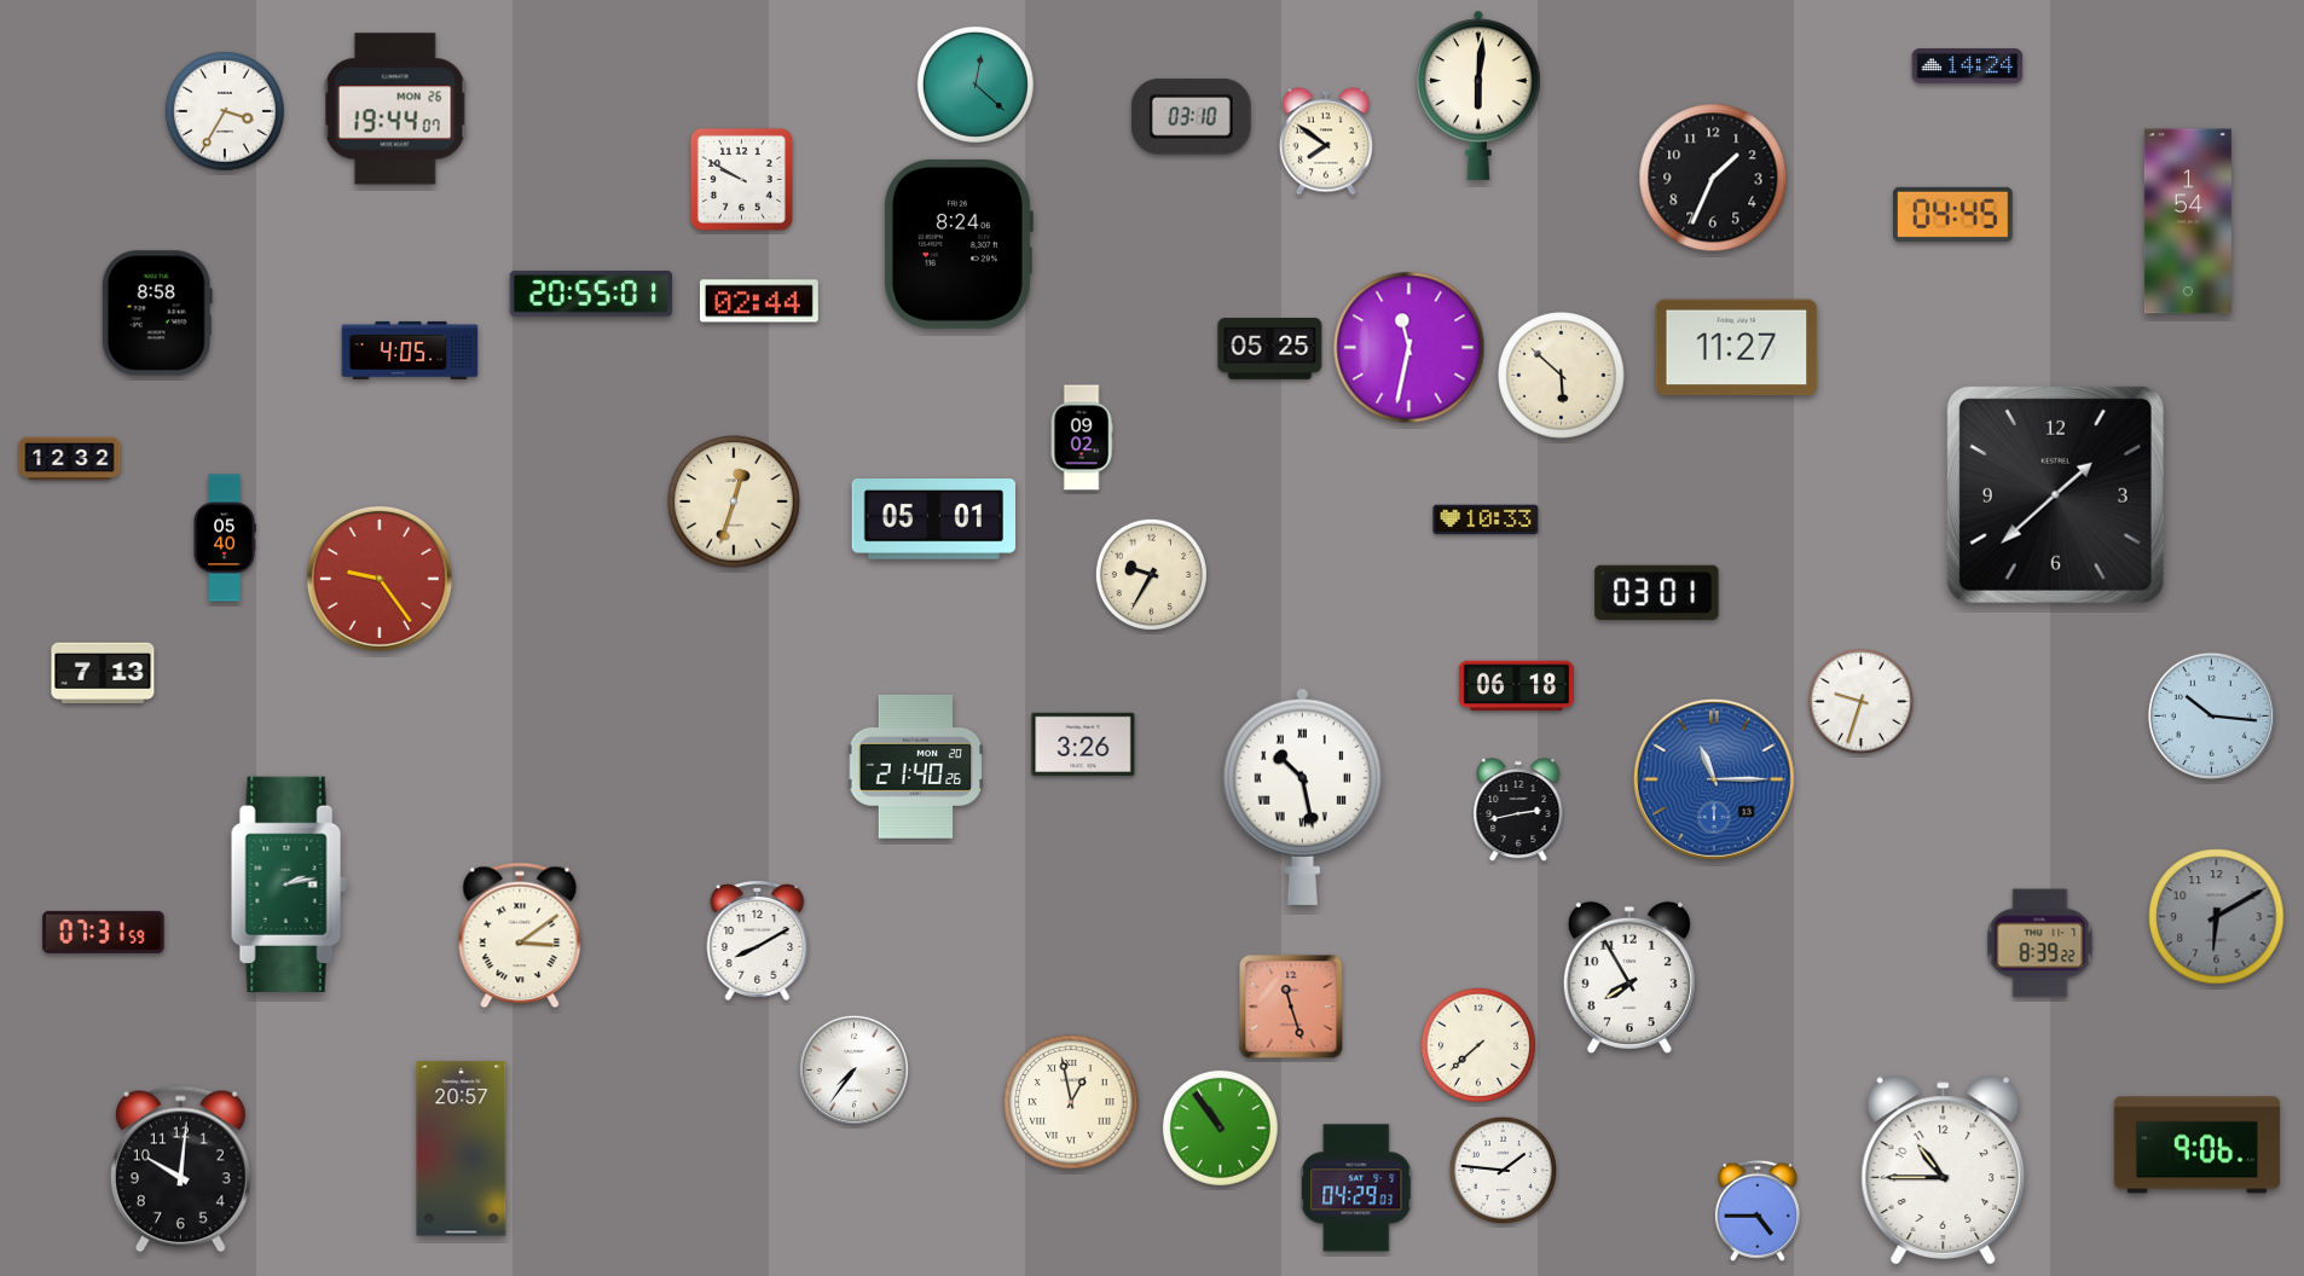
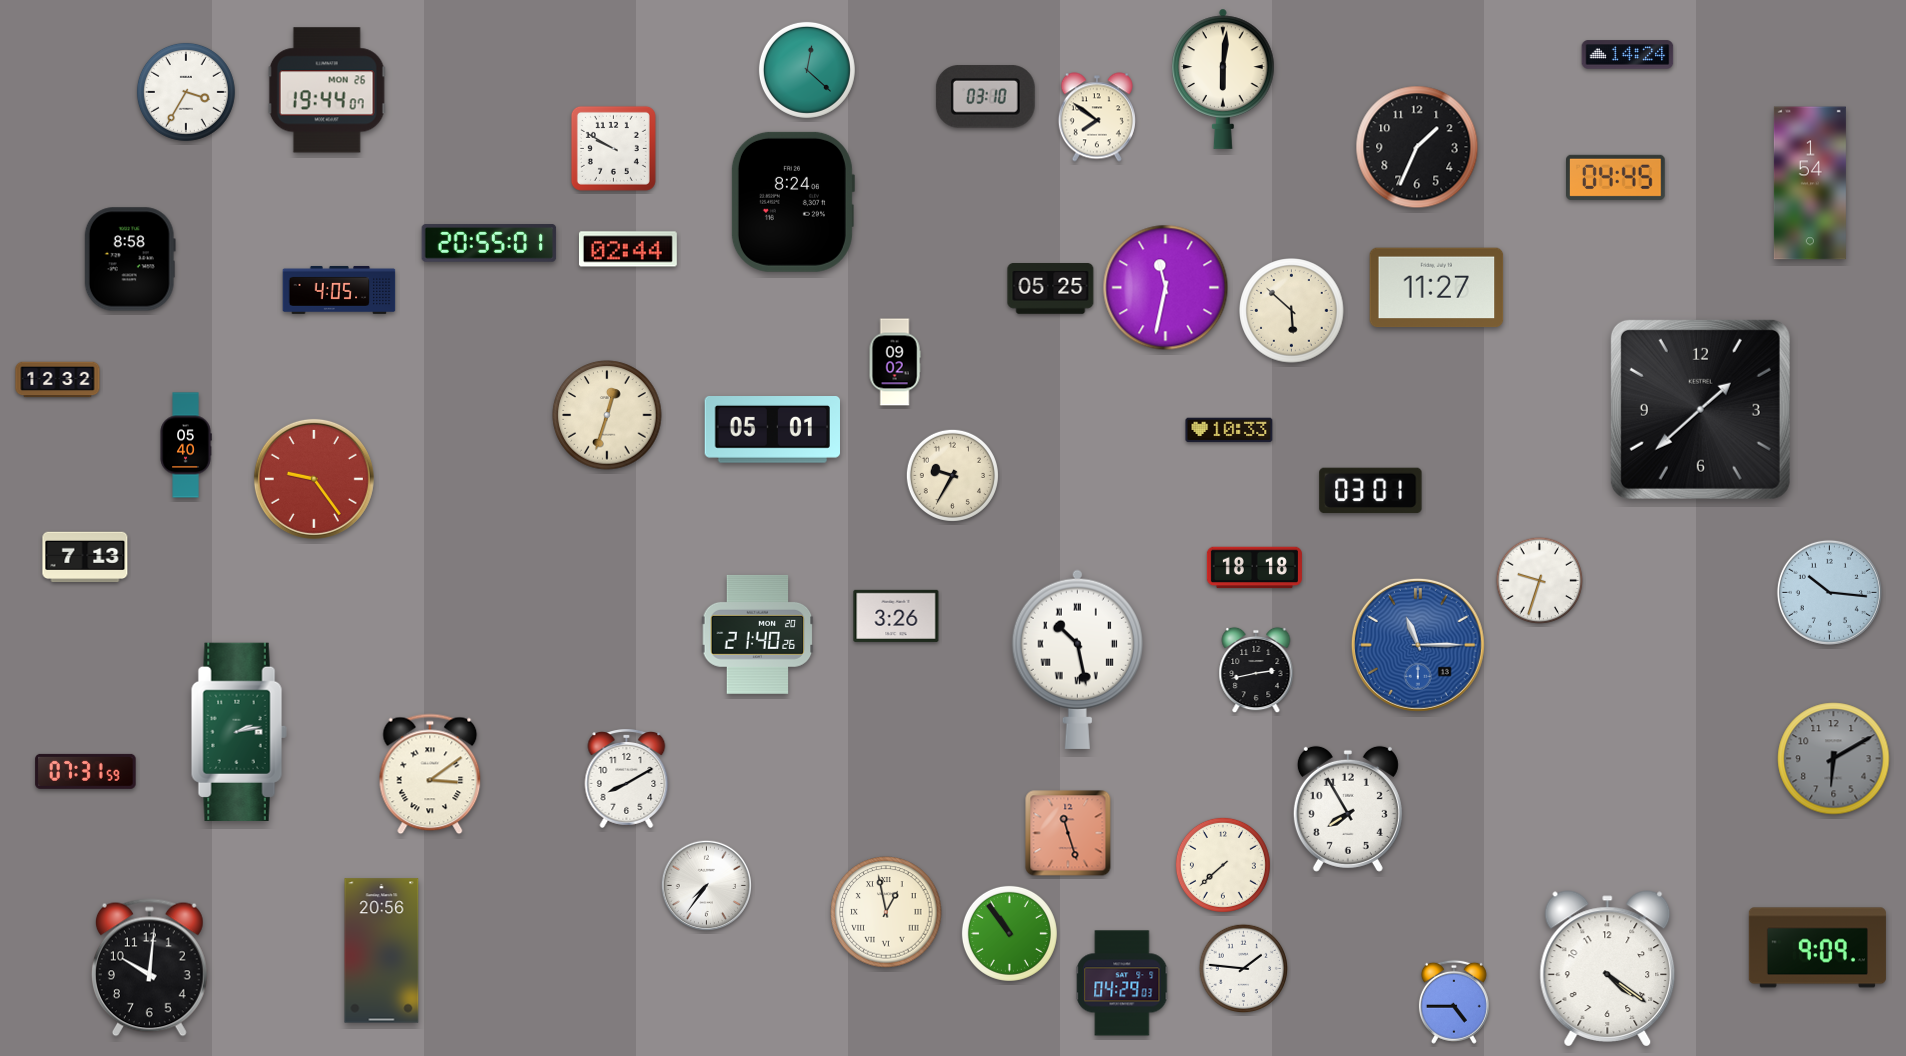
clock at (1516, 686): 06:18 -> 18:18
clock at (2040, 944): 8:39 -> none
clock at (2196, 1145): 9:06 -> 9:09
clock at (462, 1149): 20:57 -> 20:56
clock at (1944, 1171): 10:45 -> 4:21
